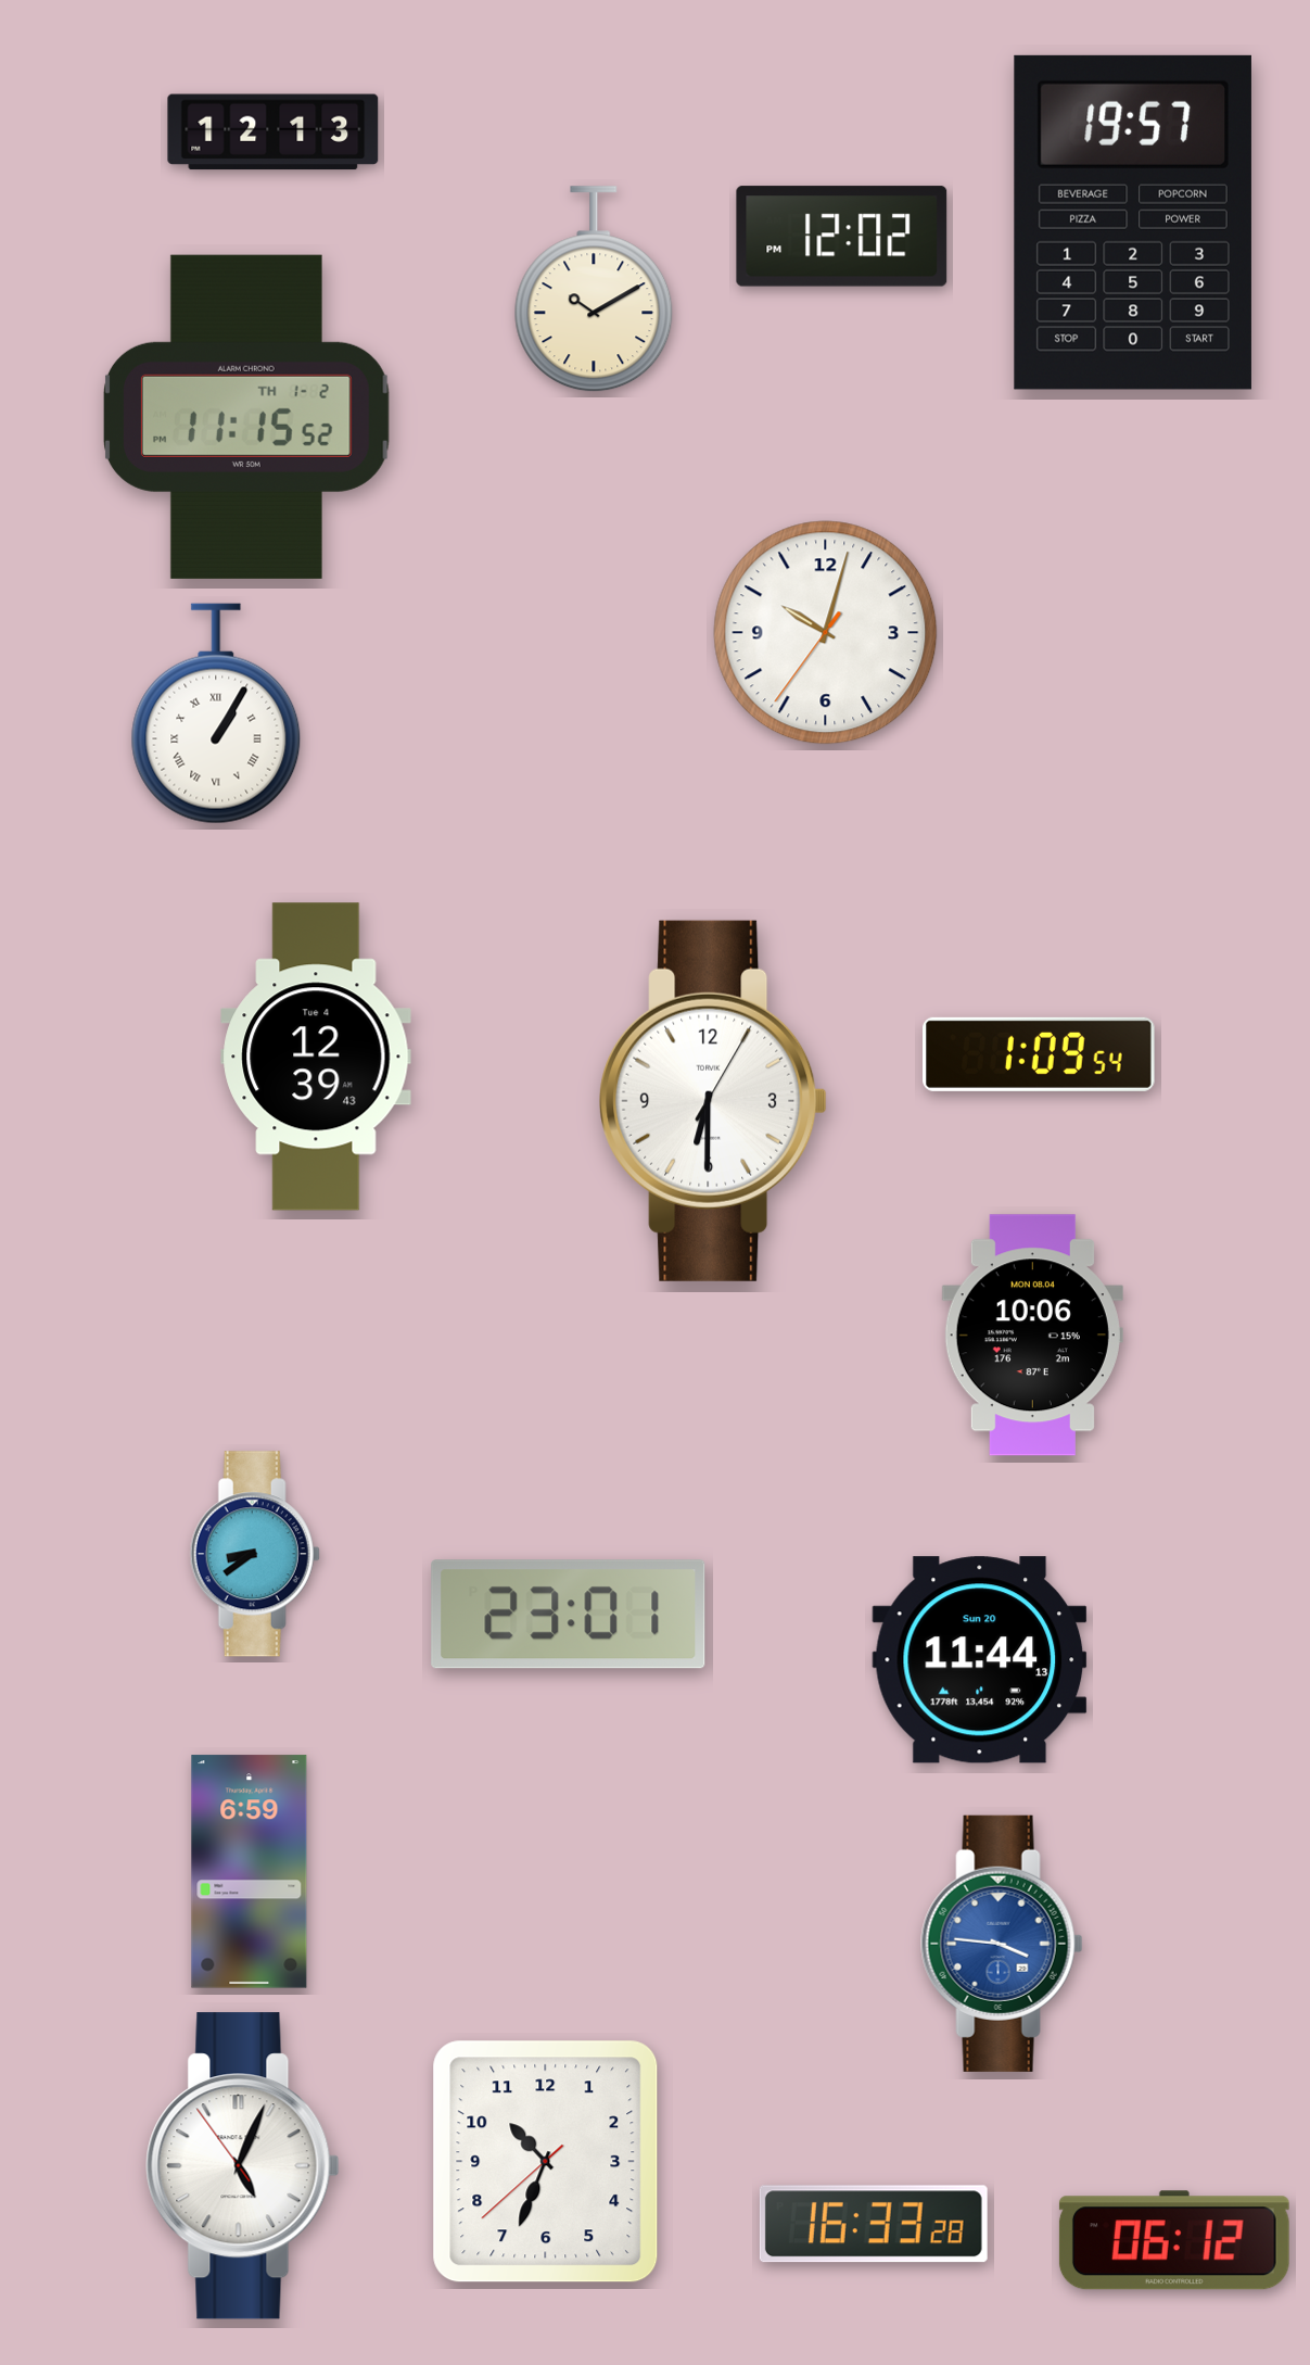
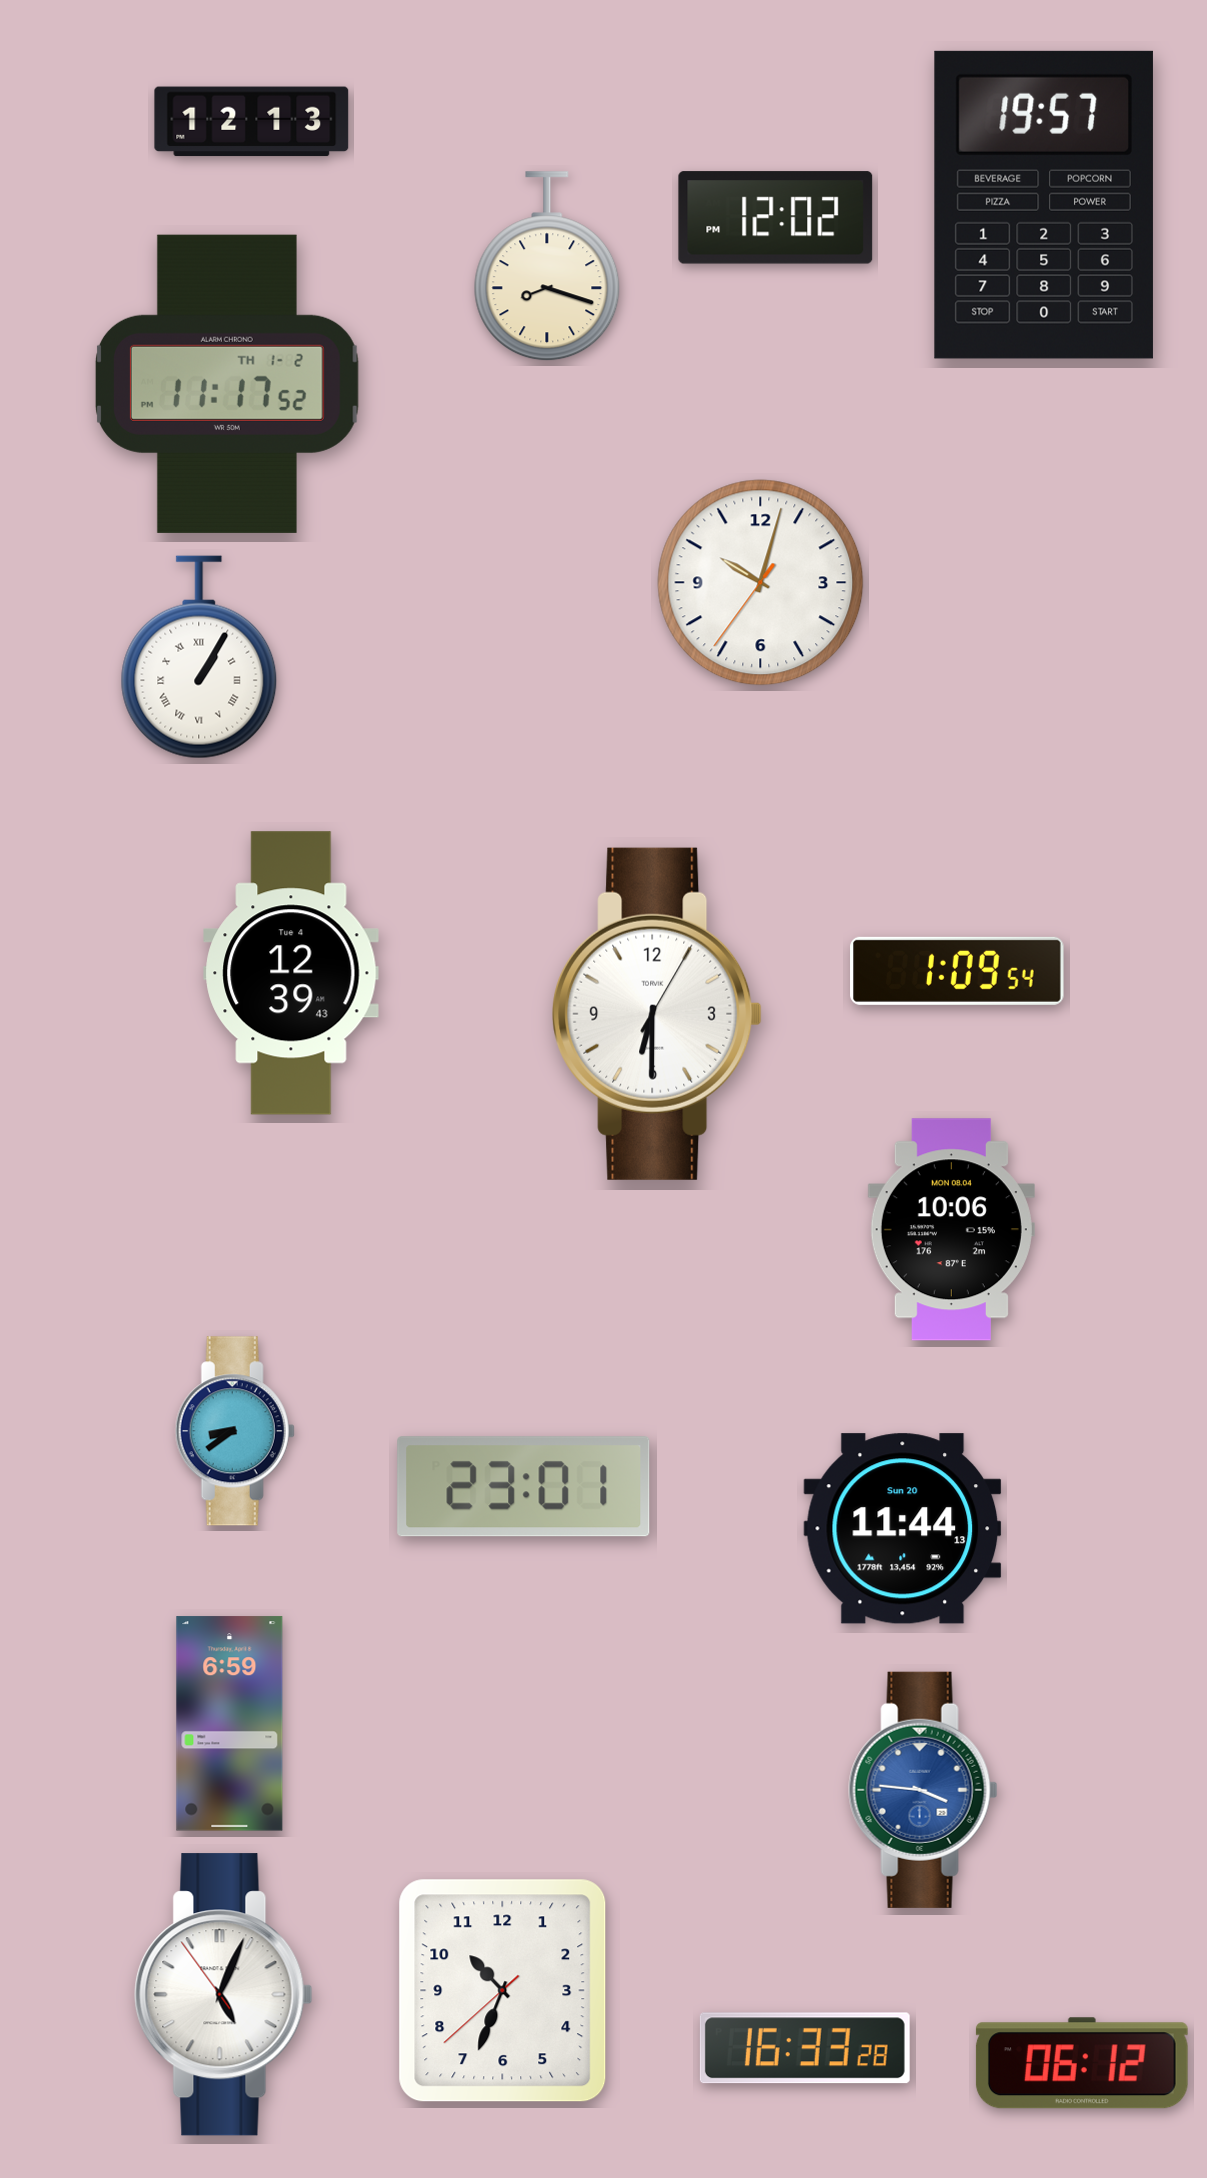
clock at (594, 290): 10:10 -> 8:18
clock at (246, 417): 11:15 -> 11:17
